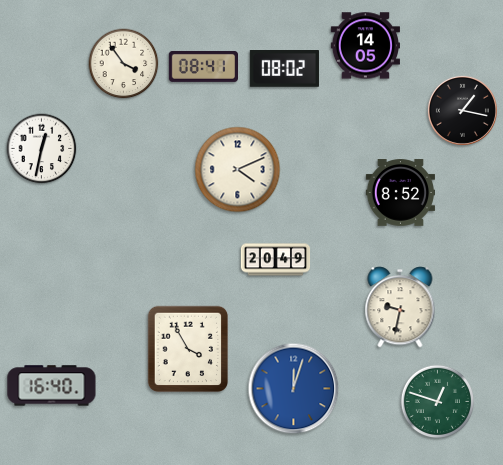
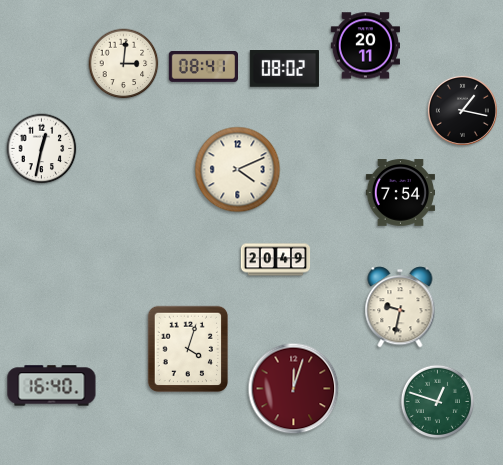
clock at (365, 46): 14:05 -> 20:11
clock at (124, 64): 3:54 -> 3:01
clock at (400, 193): 8:52 -> 7:54
clock at (188, 349): 3:55 -> 4:03
clock at (294, 389) dial: blue -> burgundy
